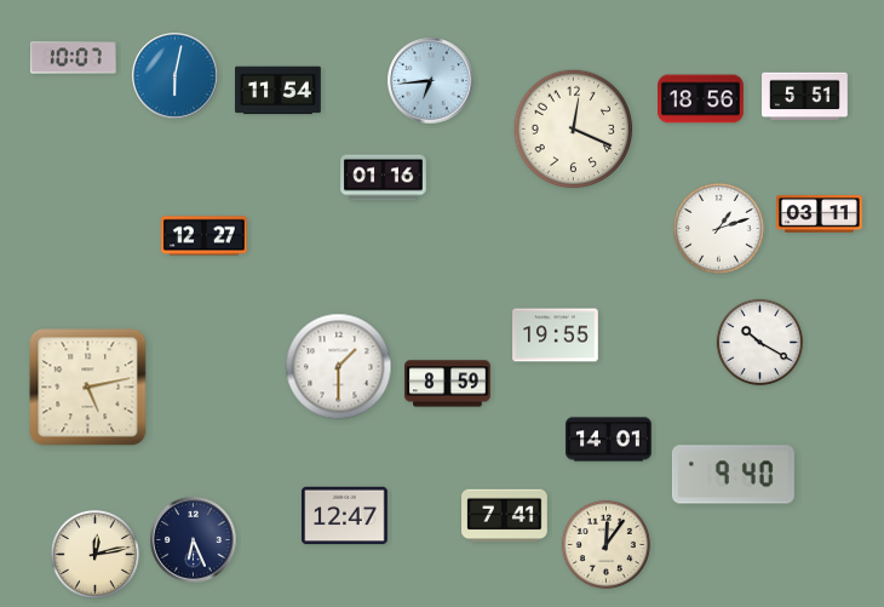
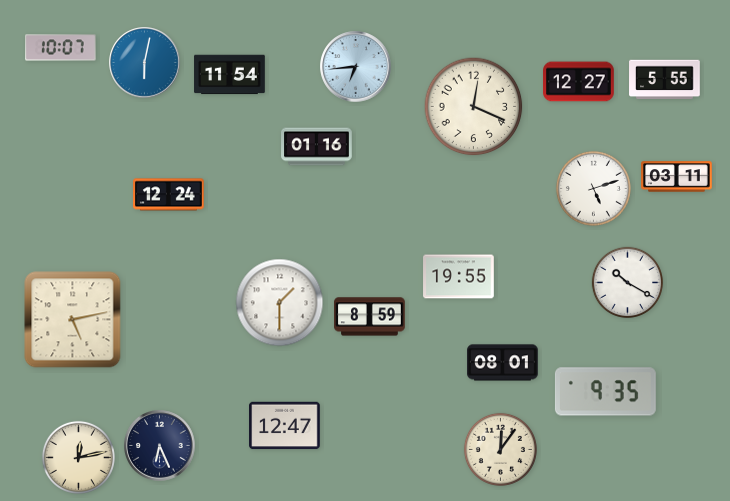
clock at (805, 97): 5:51 -> 5:55
clock at (701, 99): 18:56 -> 12:27
clock at (718, 228): 1:12 -> 5:12
clock at (205, 236): 12:27 -> 12:24
clock at (609, 440): 14:01 -> 08:01
clock at (733, 475): 9:40 -> 9:35
clock at (505, 516): 7:41 -> none
